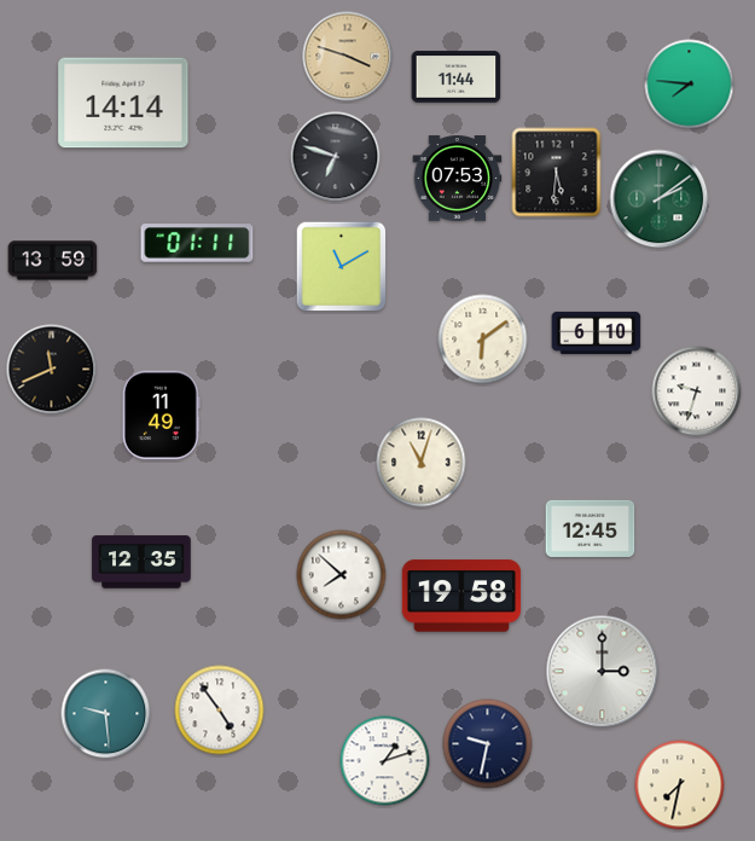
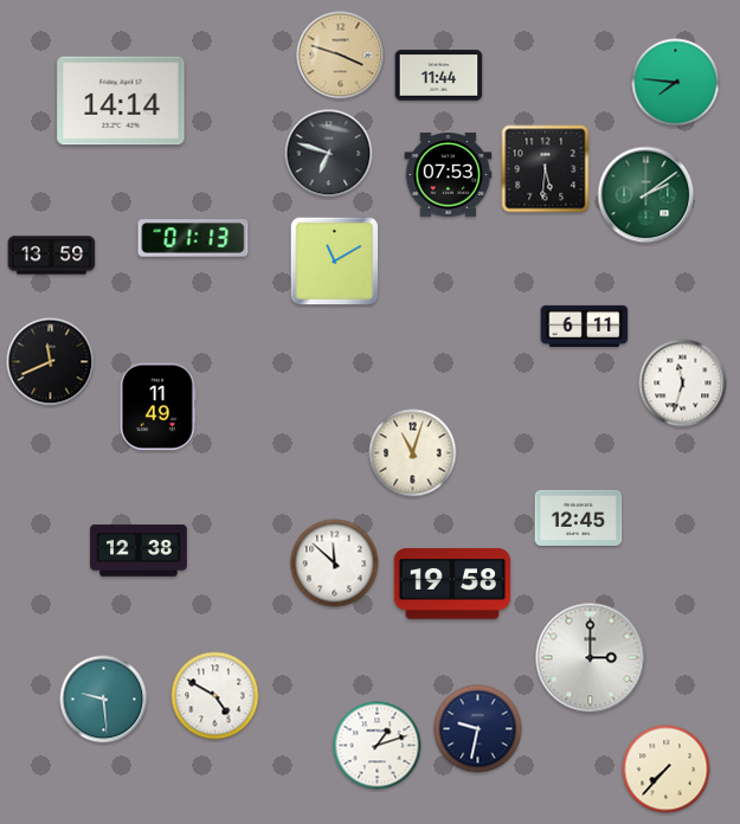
clock at (457, 77) position: (457, 77) -> (439, 76)
clock at (197, 243): 01:11 -> 01:13
clock at (597, 332): 6:10 -> 6:11
clock at (483, 340): 6:09 -> none
clock at (697, 391): 9:33 -> 11:33
clock at (141, 562): 12:35 -> 12:38
clock at (342, 575): 7:52 -> 11:52
clock at (220, 710): 4:54 -> 4:50
clock at (680, 785): 7:32 -> 7:37
